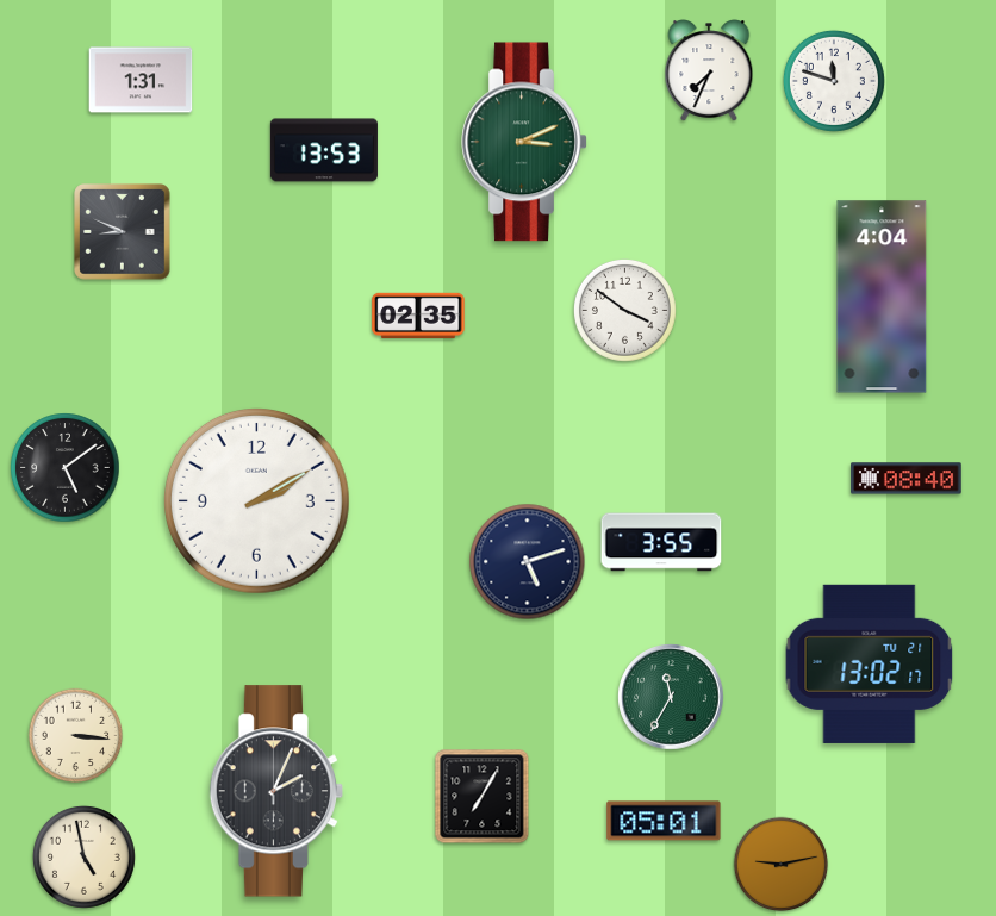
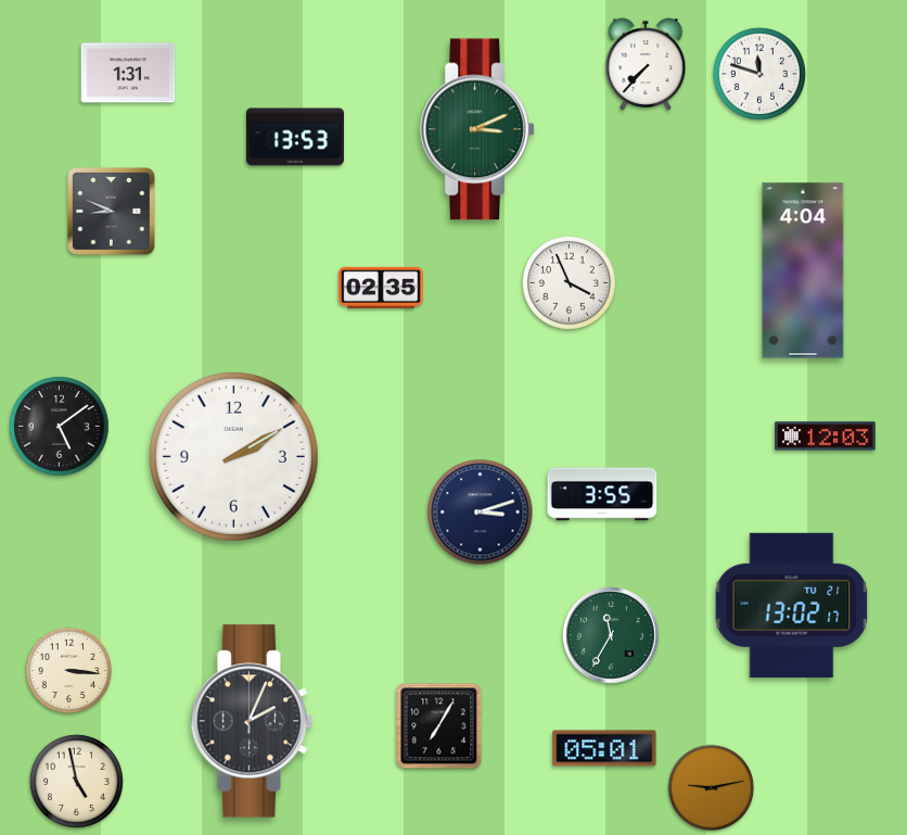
clock at (709, 70): 7:34 -> 7:37
clock at (624, 310): 3:51 -> 3:56
clock at (907, 479): 08:40 -> 12:03
clock at (528, 562): 5:12 -> 3:12
